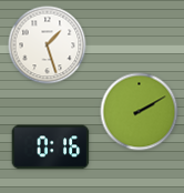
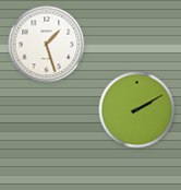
clock at (51, 148): 0:16 -> none
